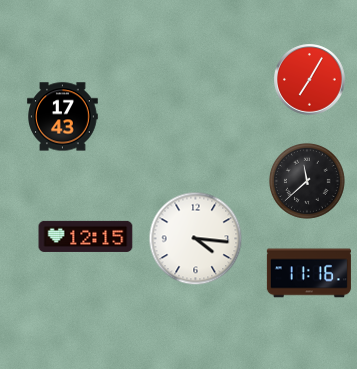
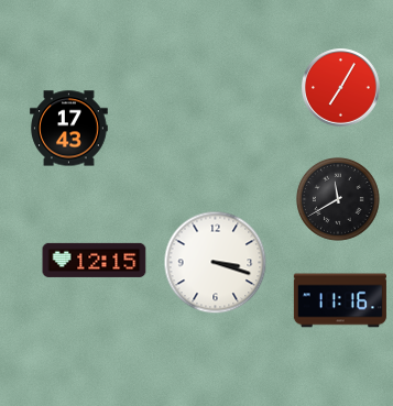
clock at (307, 181): 11:38 -> 11:40
clock at (196, 239): 4:16 -> 3:18
